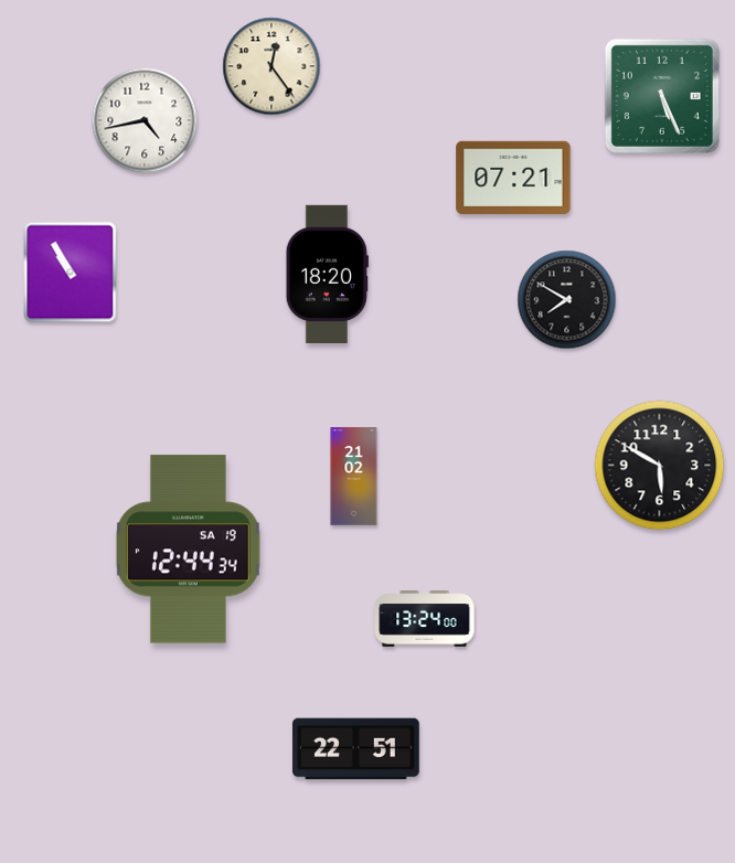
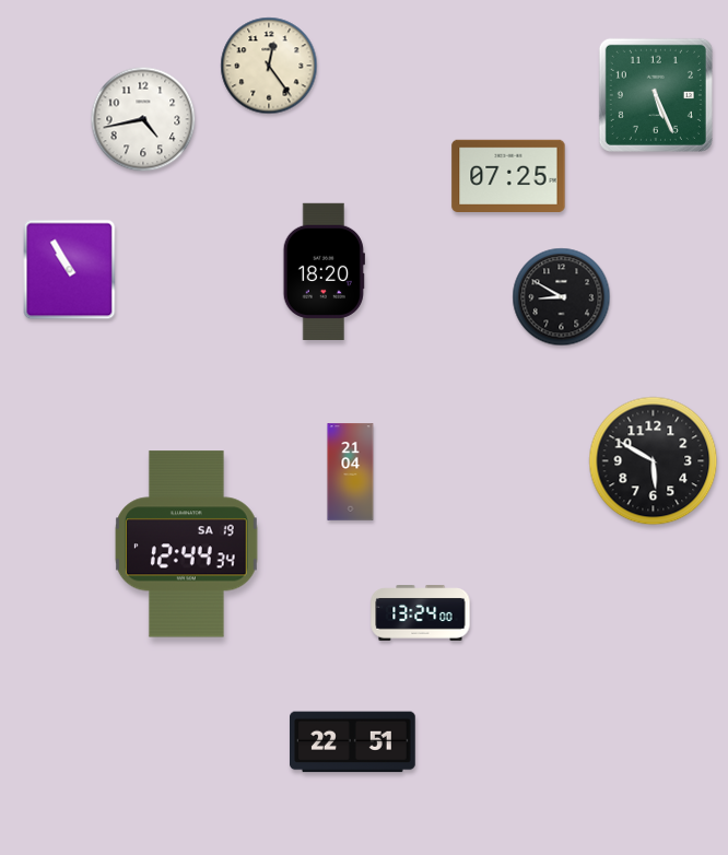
clock at (513, 177): 07:21 -> 07:25
clock at (567, 300): 7:50 -> 8:50
clock at (354, 477): 21:02 -> 21:04
